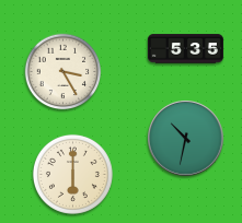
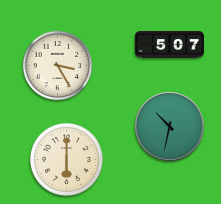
clock at (185, 49): 5:35 -> 5:07
